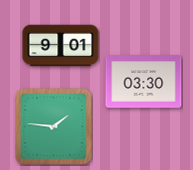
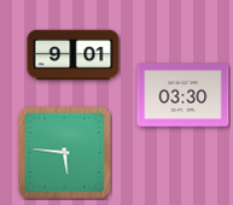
clock at (144, 82) position: (144, 82) -> (184, 95)
clock at (54, 127): 1:46 -> 5:46
